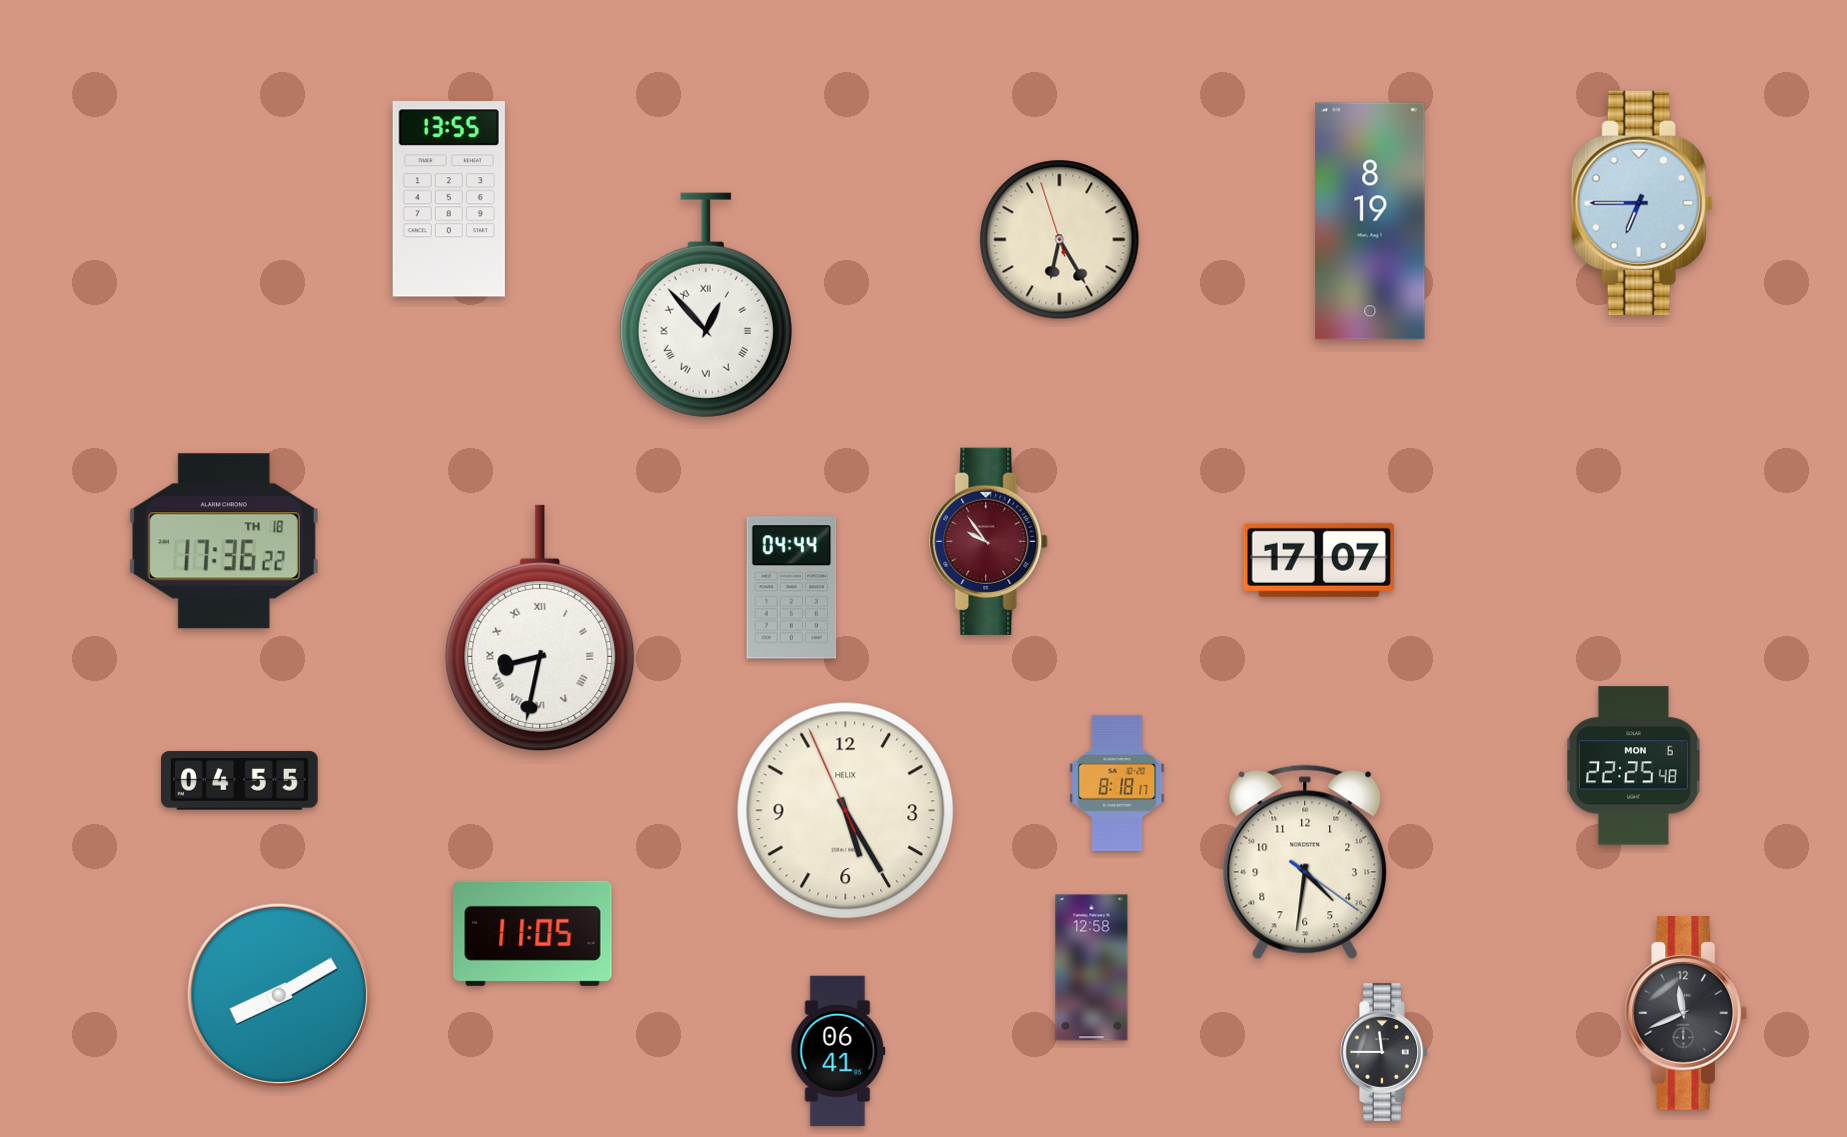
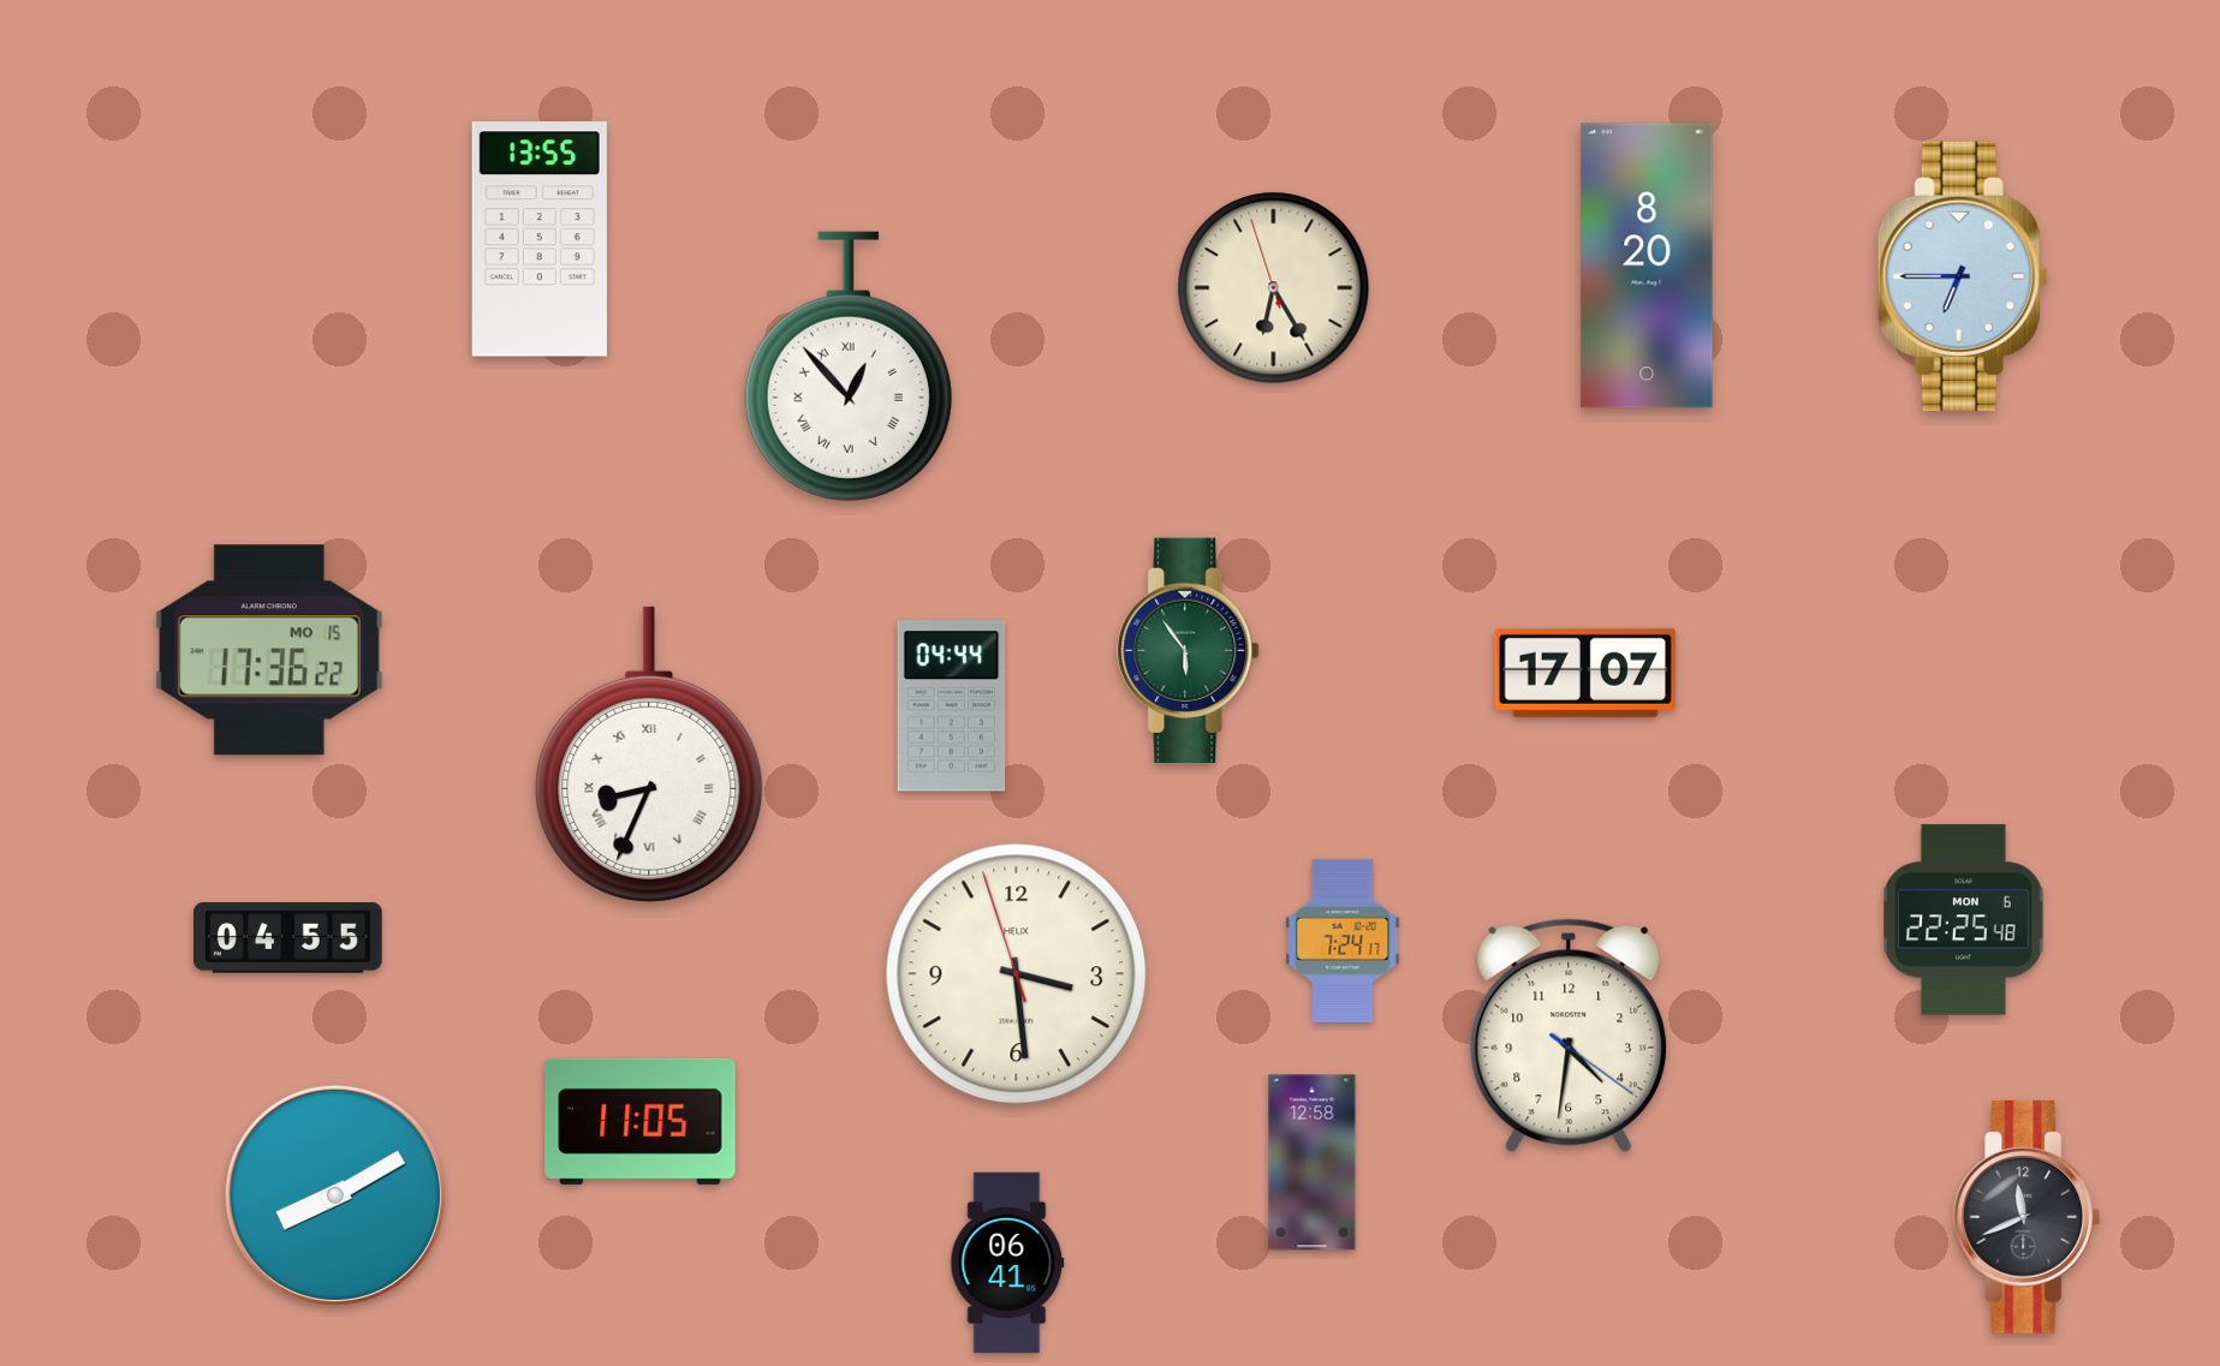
clock at (1642, 203) position: (1642, 203) -> (1963, 276)
clock at (1370, 221): 8:19 -> 8:20
clock at (224, 541) date: TH 18 -> MO 15
clock at (989, 541): 9:54 -> 5:54
clock at (989, 541) dial: burgundy -> green
clock at (540, 628): 8:32 -> 8:34
clock at (1117, 783): 8:18 -> 7:24
clock at (846, 811): 5:24 -> 3:28
clock at (1384, 1052): 11:45 -> none
